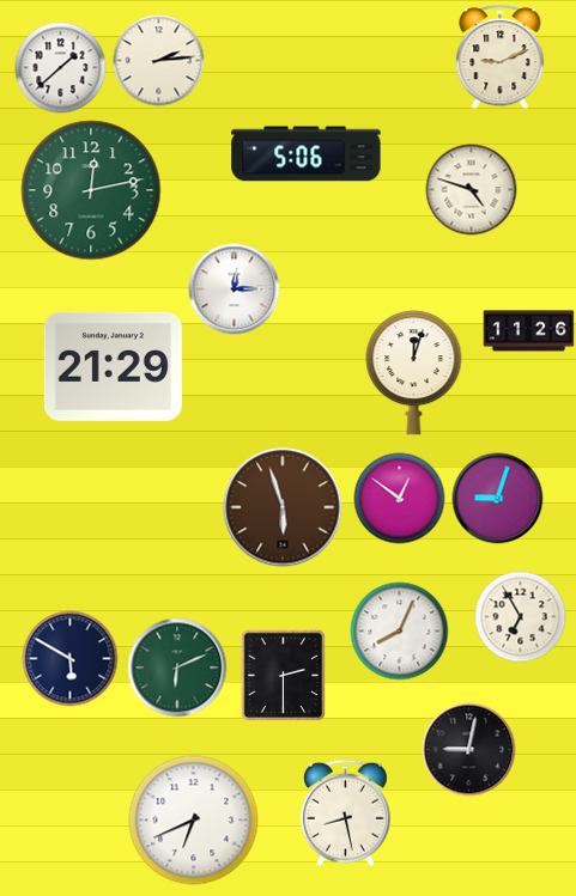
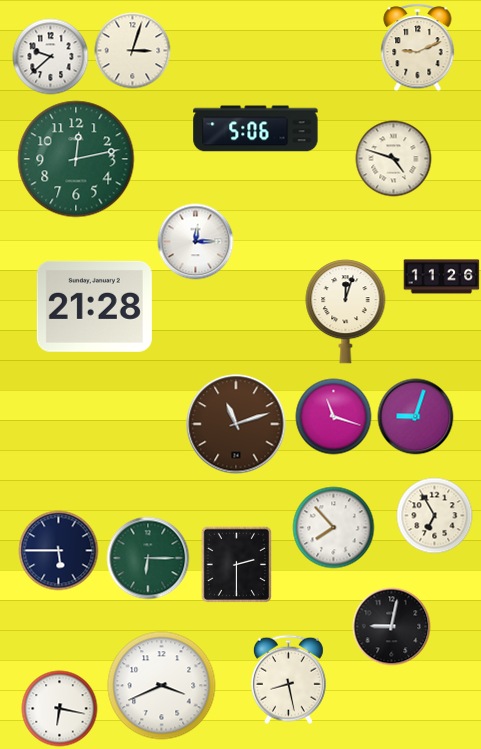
clock at (159, 61): 2:14 -> 3:03
clock at (61, 68): 1:38 -> 9:38
clock at (113, 366): 21:29 -> 21:28
clock at (400, 499): 12:51 -> 11:18
clock at (283, 507): 5:57 -> 11:12
clock at (400, 632): 8:04 -> 7:53
clock at (71, 659): 5:50 -> 5:45
clock at (177, 668): 6:11 -> 6:15
clock at (194, 821): 6:41 -> 3:41
clock at (60, 709): none -> 6:17
